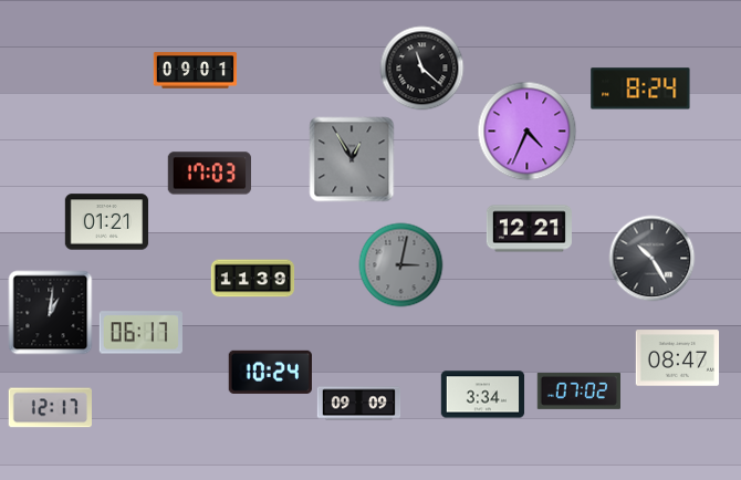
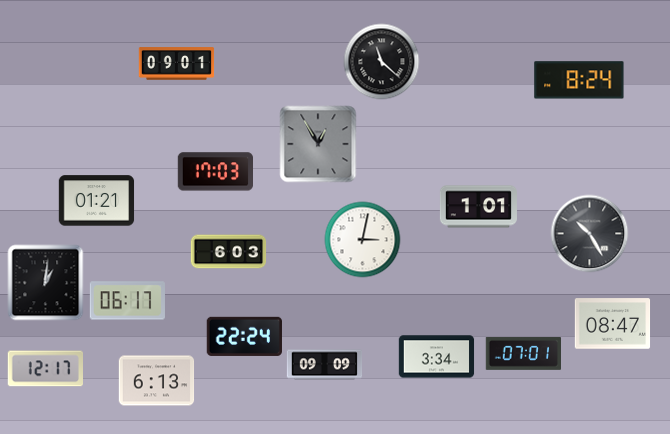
clock at (528, 132): 4:34 -> none
clock at (209, 174) position: (209, 174) -> (215, 172)
clock at (529, 229): 12:21 -> 1:01
clock at (401, 265) dial: grey -> white
clock at (253, 279): 11:39 -> 6:03
clock at (270, 372): 10:24 -> 22:24
clock at (578, 390): 07:02 -> 07:01
clock at (157, 381): none -> 6:13
